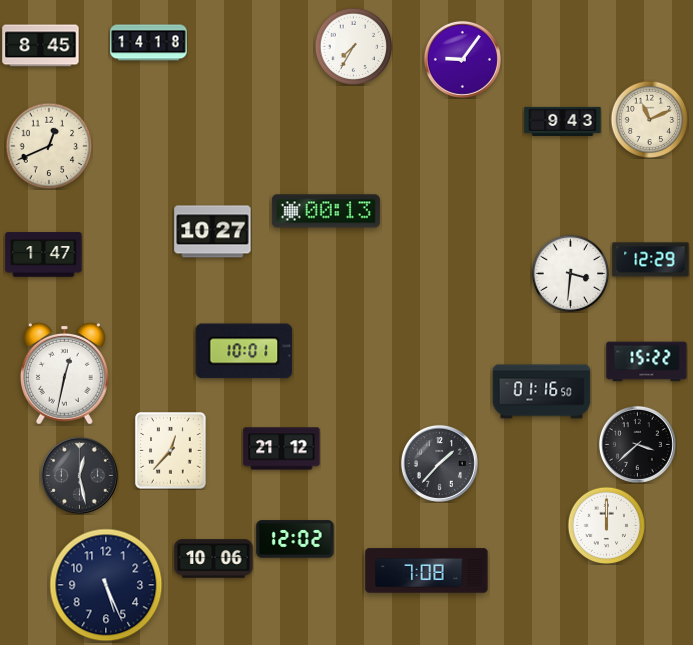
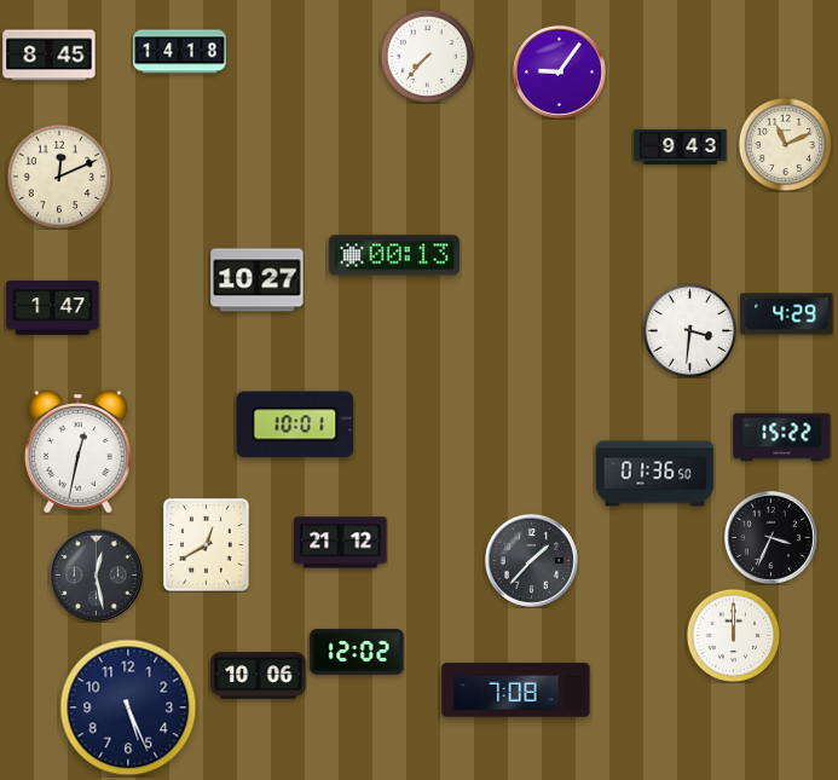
clock at (353, 46): 7:35 -> 7:37
clock at (49, 146): 12:41 -> 12:11
clock at (651, 260): 12:29 -> 4:29
clock at (542, 392): 01:16 -> 01:36
clock at (637, 444): 3:38 -> 3:34
clock at (171, 451): 12:37 -> 12:40
